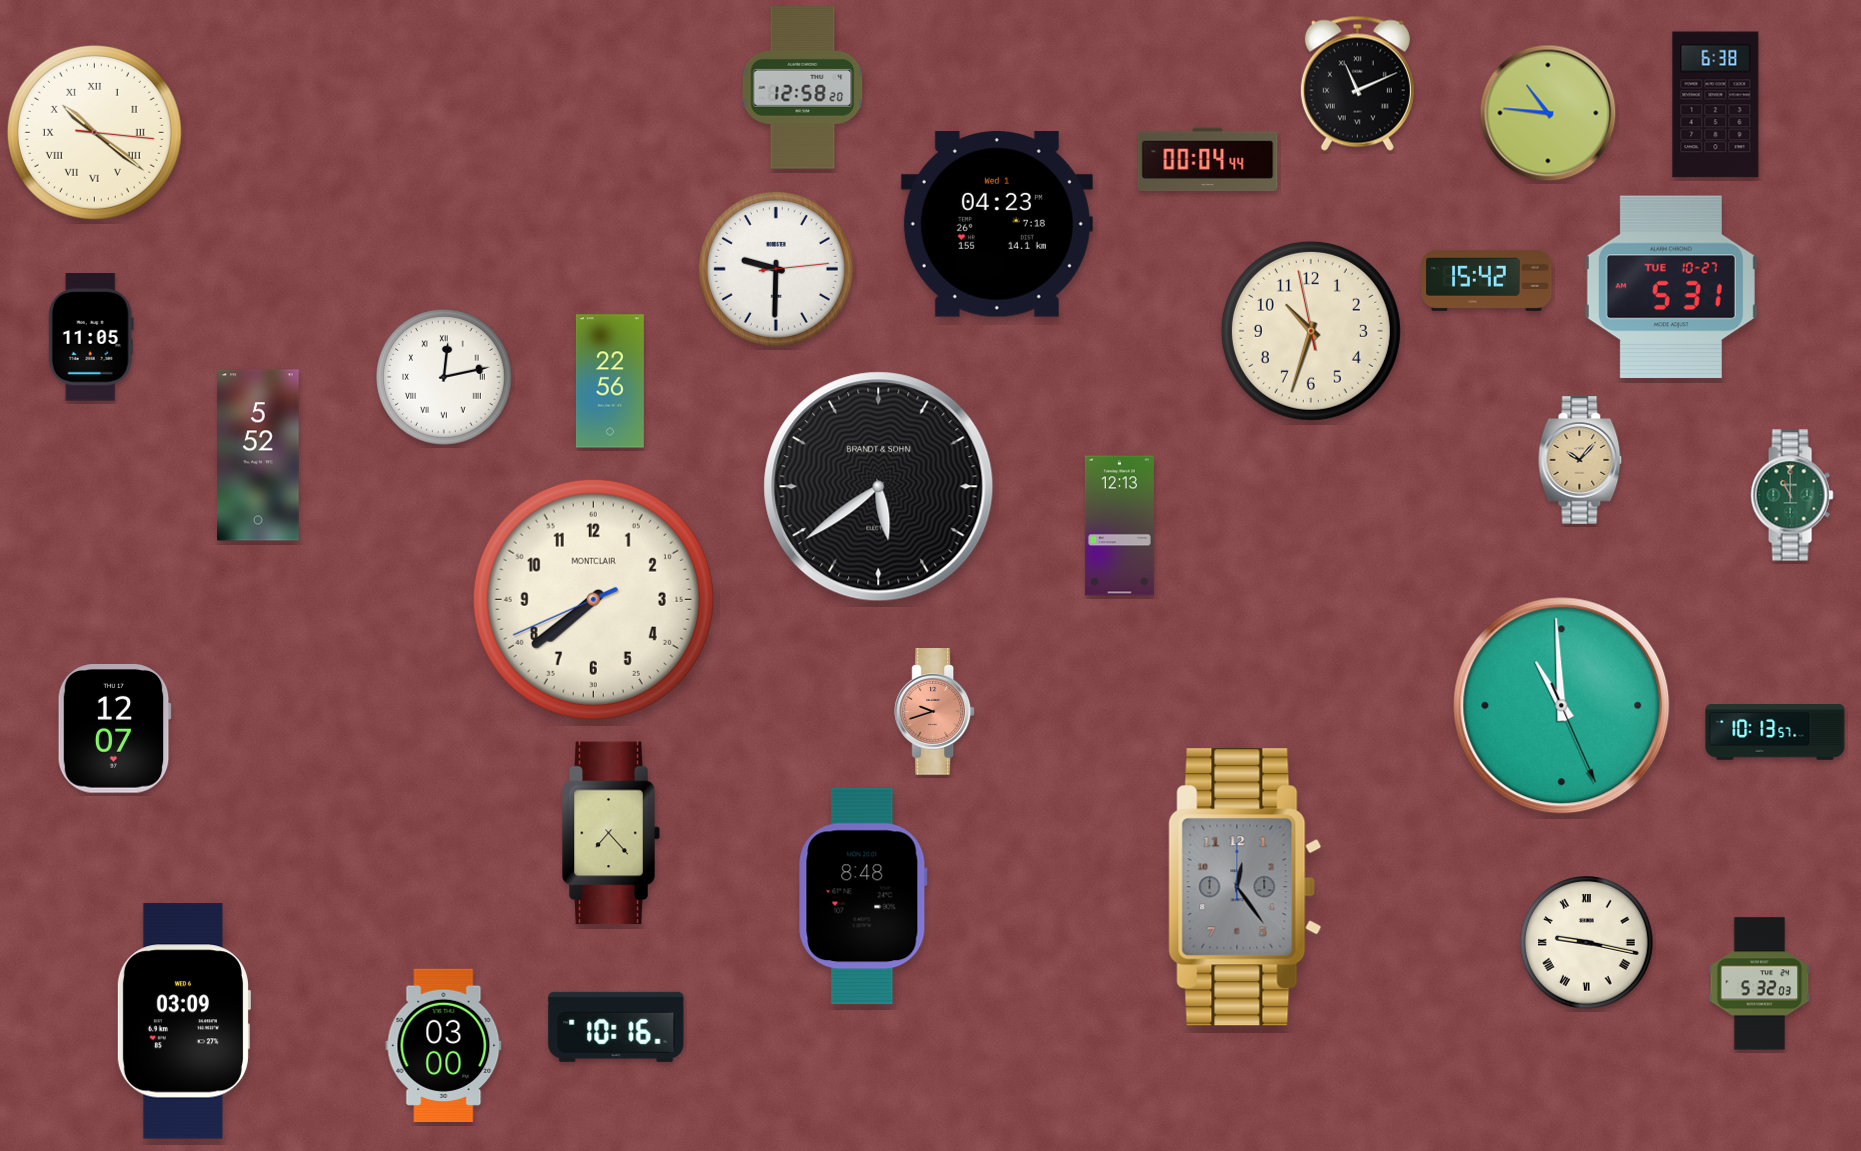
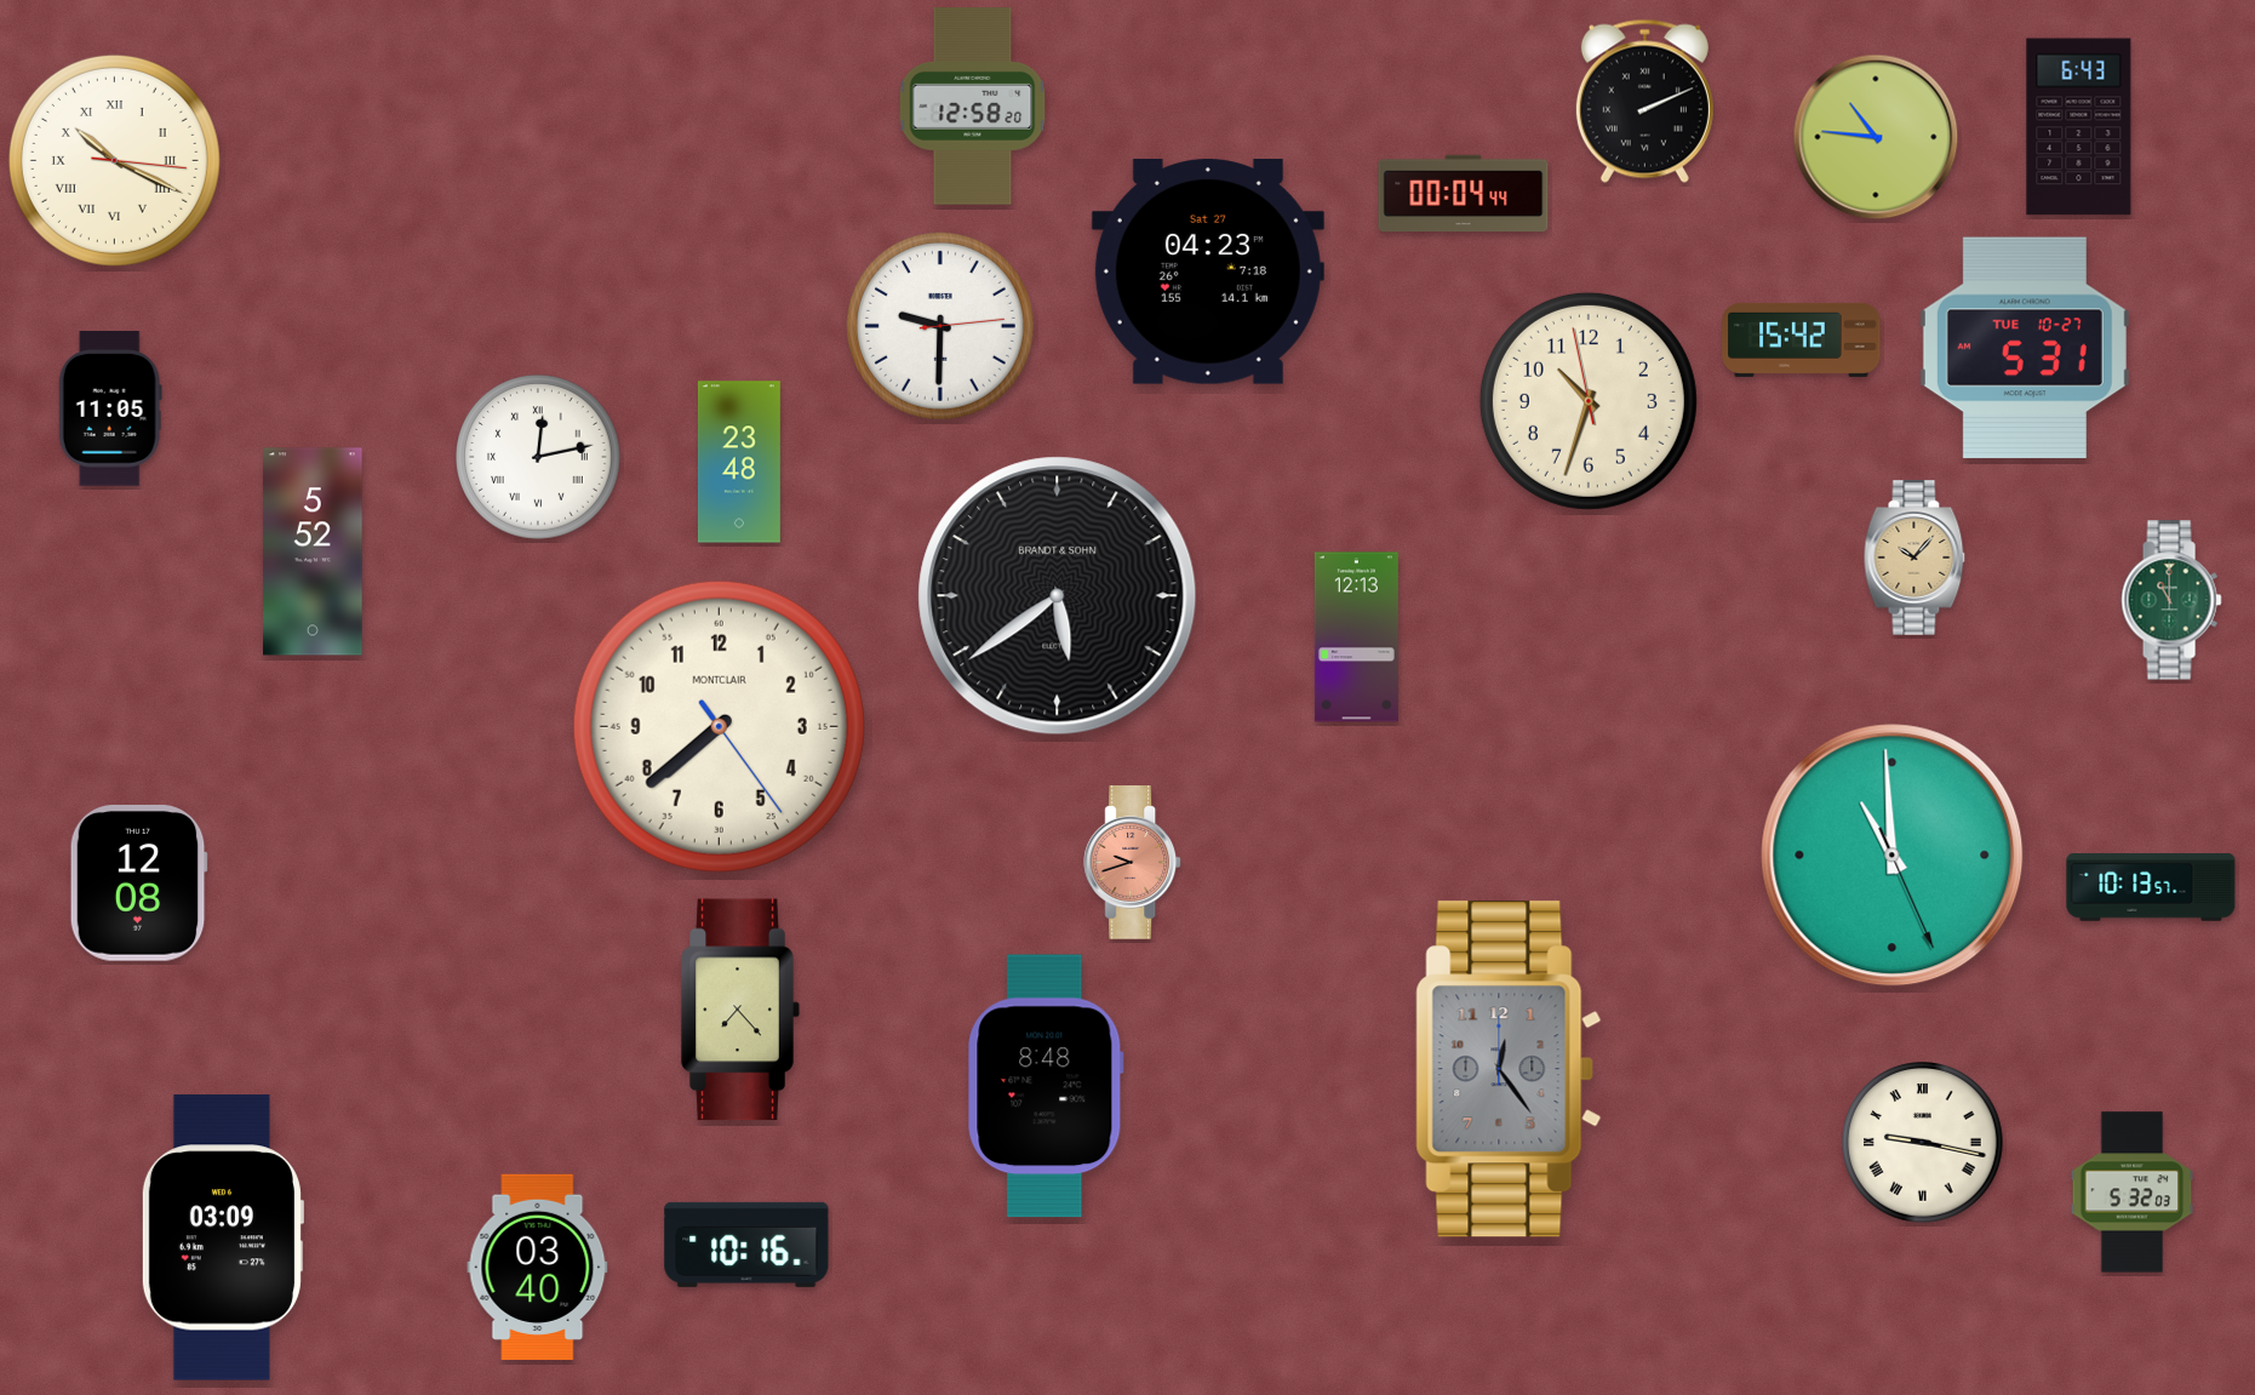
clock at (1357, 83): 11:11 -> 2:11
clock at (1716, 105): 6:38 -> 6:43
clock at (94, 132): 10:21 -> 10:19
clock at (997, 224) date: Wed 1 -> Sat 27
clock at (610, 381): 22:56 -> 23:48
clock at (879, 487) position: (879, 487) -> (1058, 596)
clock at (593, 599): 7:38:41 -> 7:38:24
clock at (114, 729): 12:07 -> 12:08
clock at (1245, 887) position: (1245, 887) -> (1509, 1069)
clock at (444, 1045): 03:00 -> 03:40
